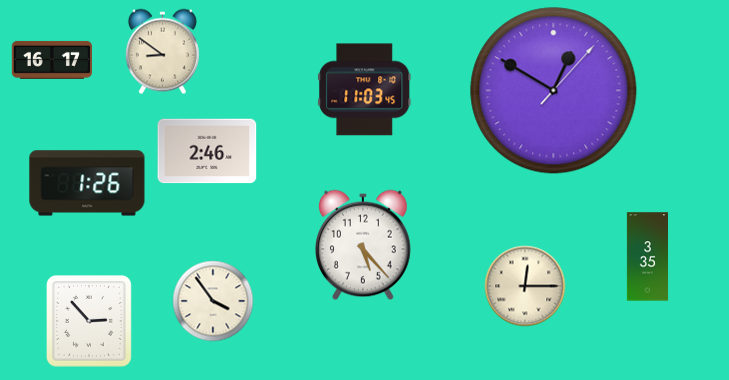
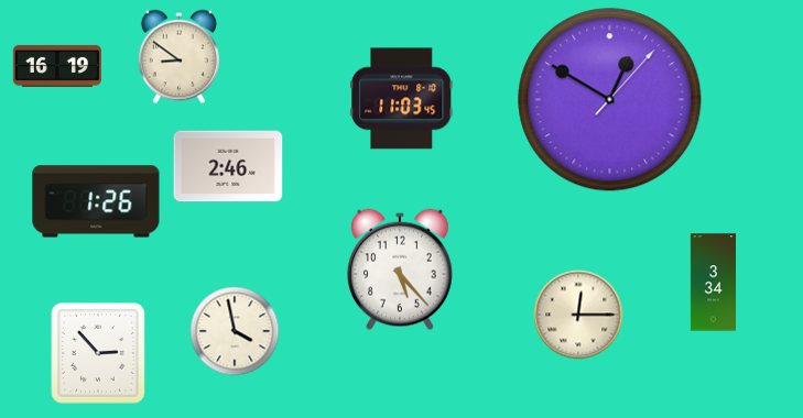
clock at (52, 60): 16:17 -> 16:19
clock at (647, 257): 3:35 -> 3:34
clock at (213, 301): 3:54 -> 3:58
